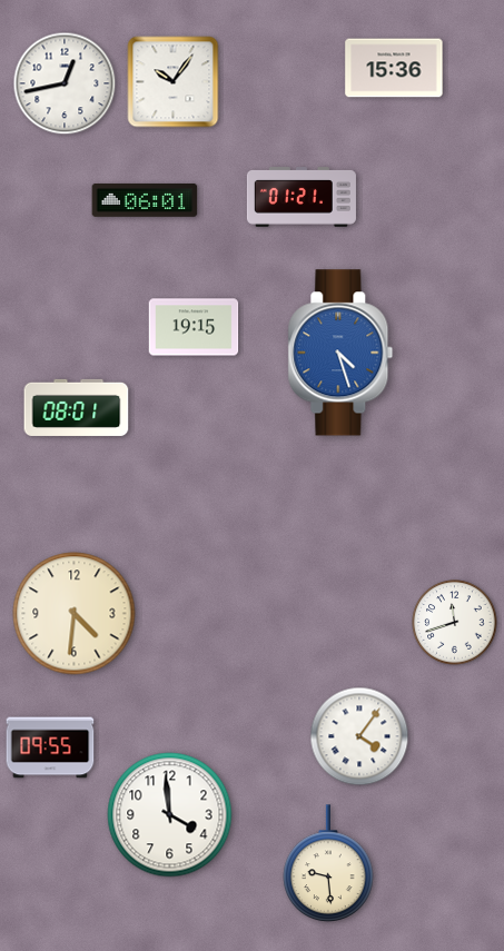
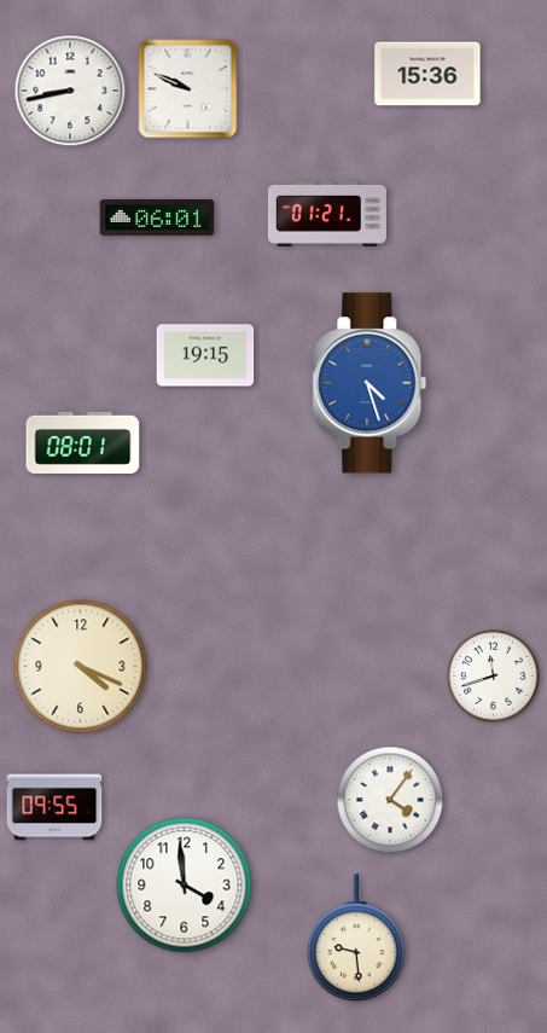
clock at (174, 82): 10:06 -> 9:49
clock at (65, 83): 12:43 -> 8:43
clock at (194, 327) position: (194, 327) -> (205, 355)
clock at (75, 614): 4:31 -> 4:19
clock at (50, 747) position: (50, 747) -> (54, 807)
